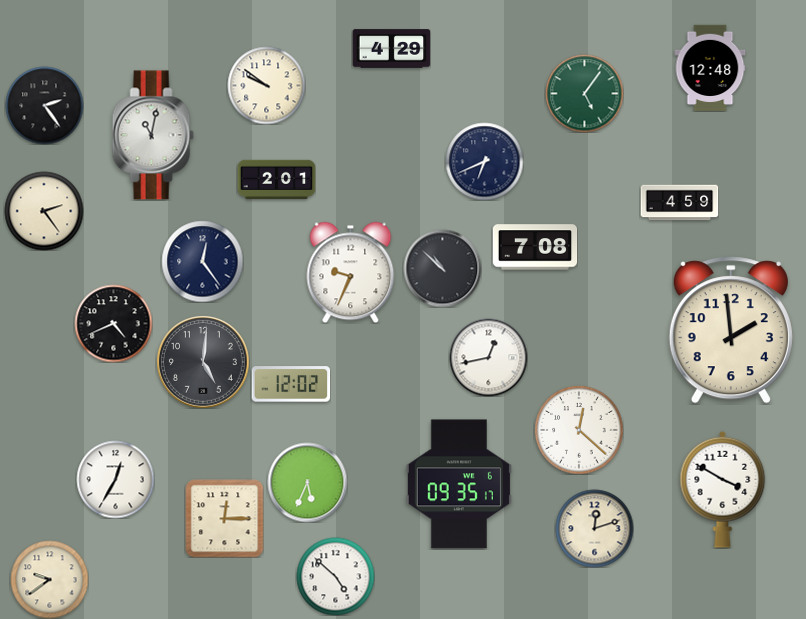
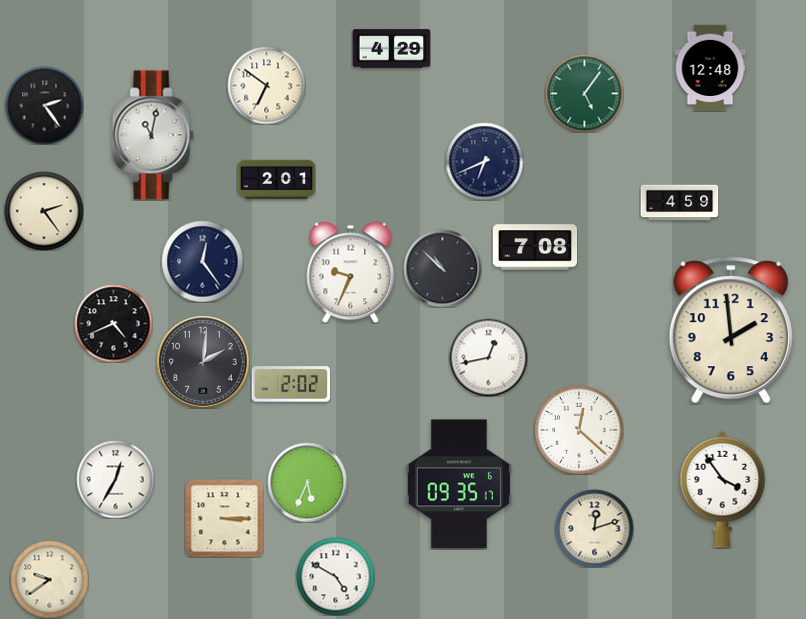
clock at (266, 85): 9:51 -> 6:51
clock at (203, 362): 5:01 -> 2:01
clock at (291, 384): 12:02 -> 2:02
clock at (723, 489): 3:50 -> 3:54
clock at (224, 518): 12:15 -> 3:15
clock at (335, 576): 4:52 -> 4:50
